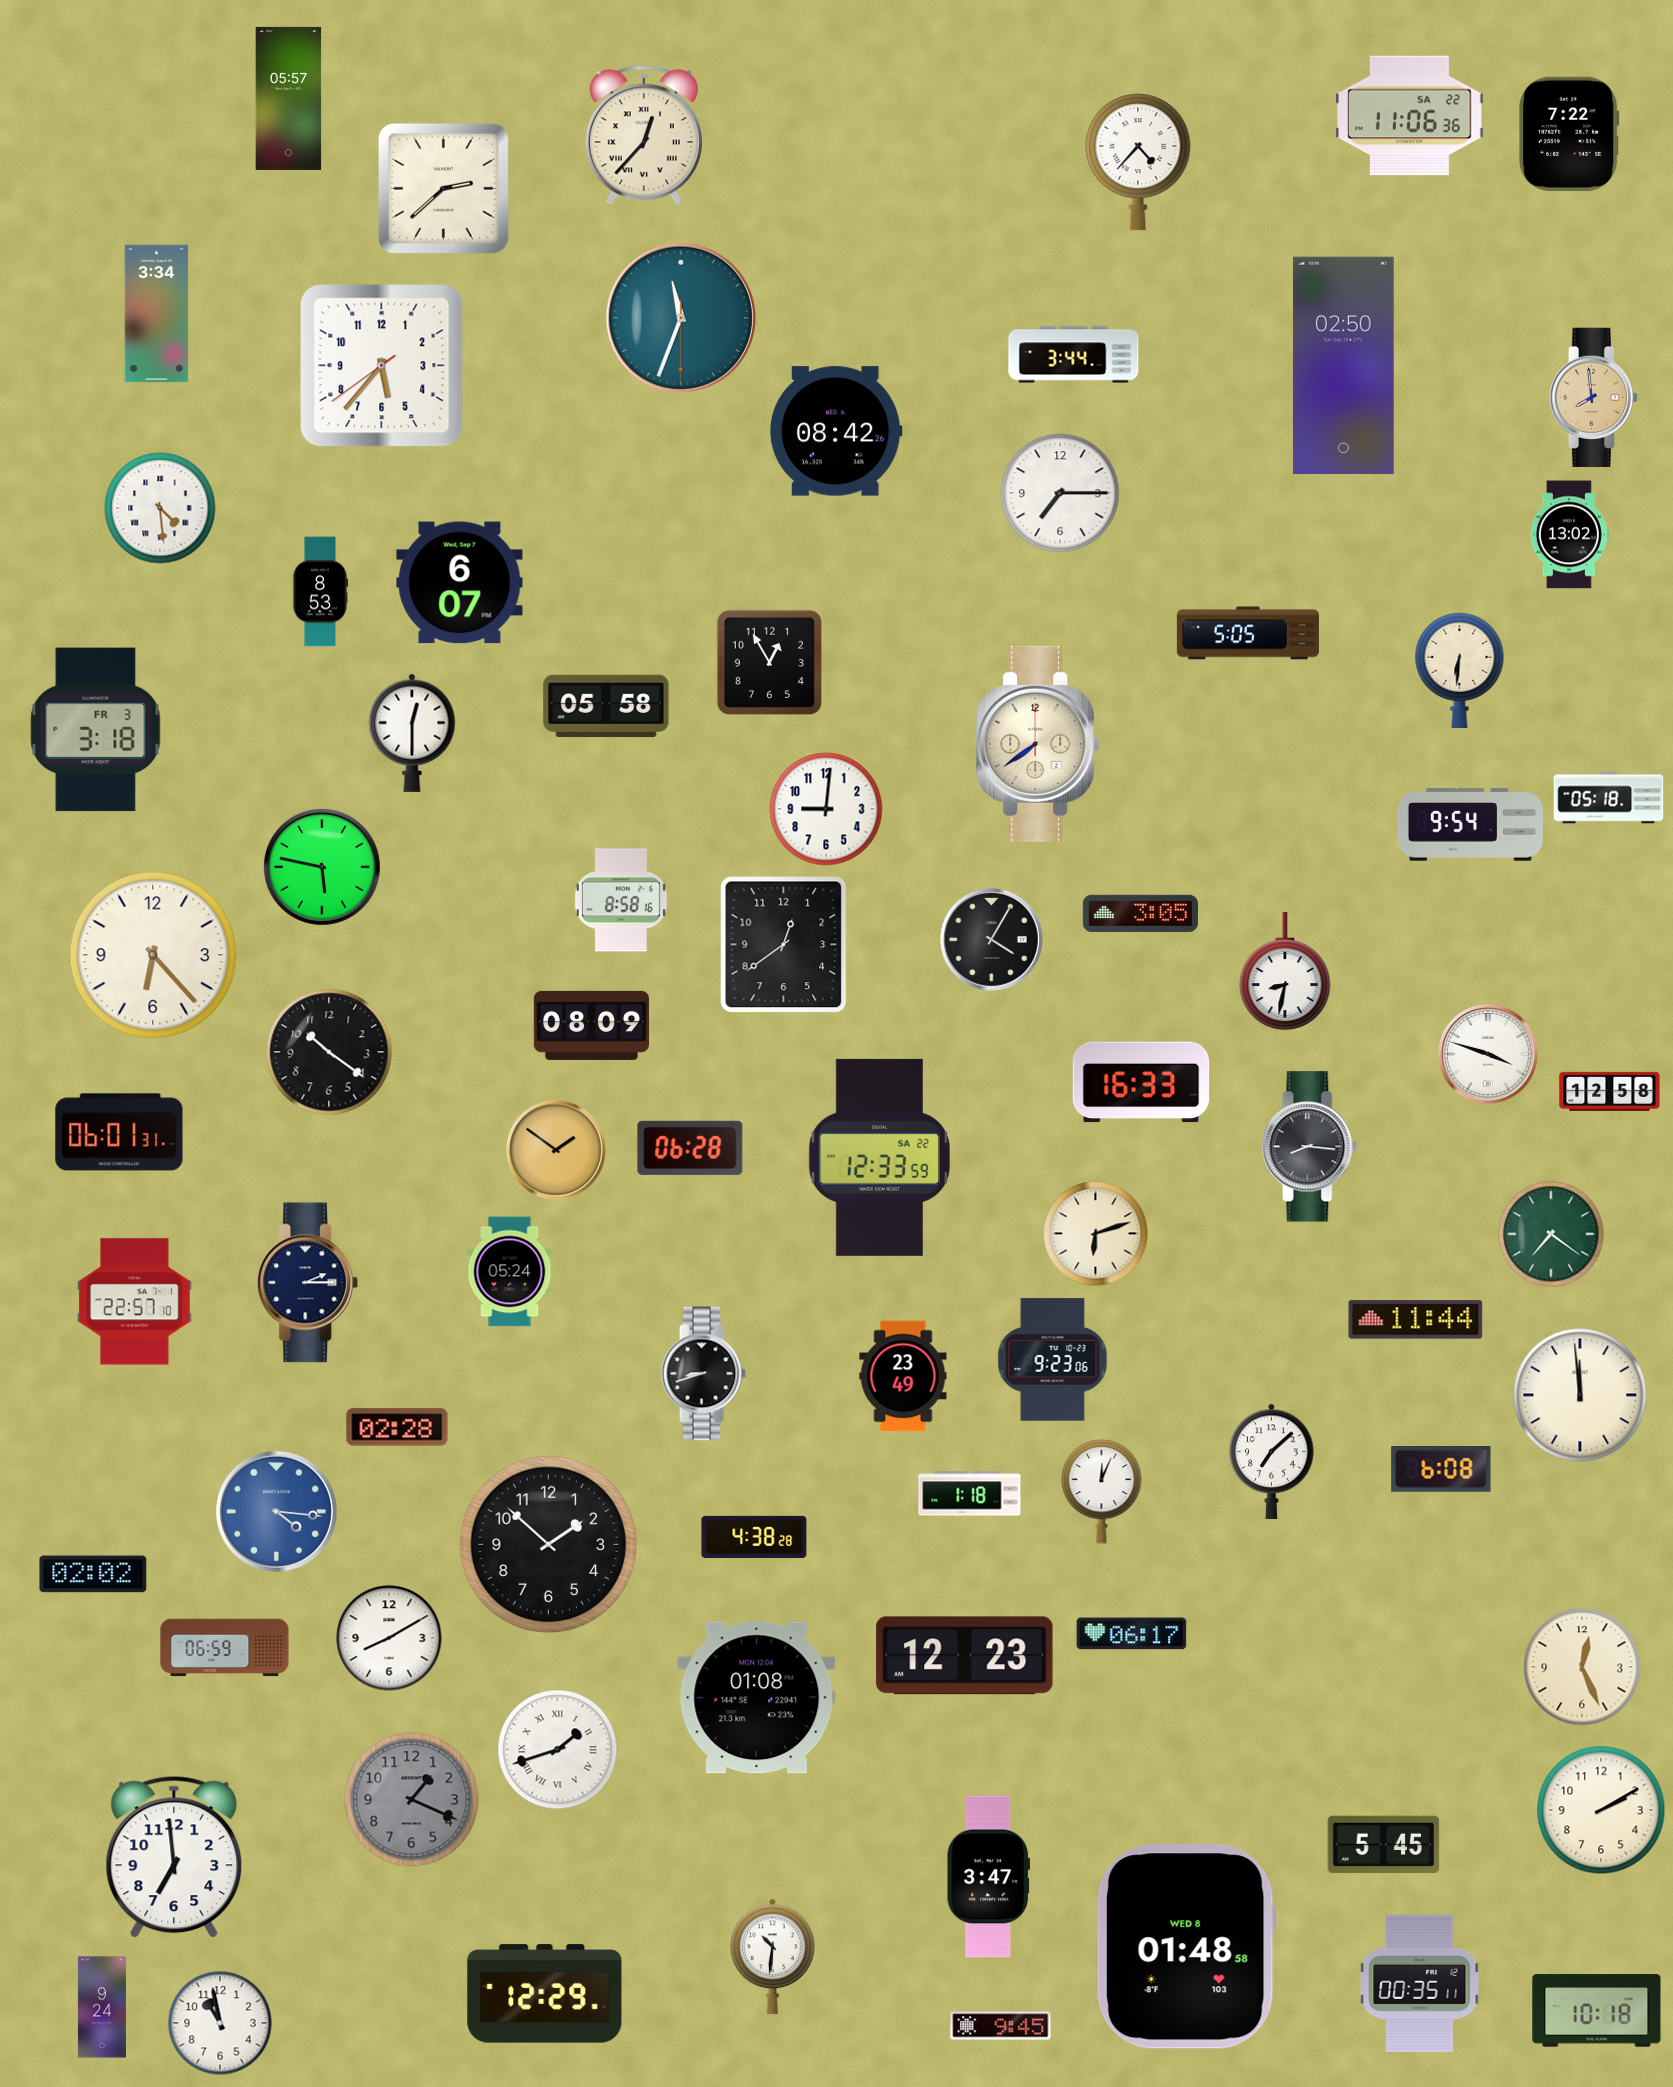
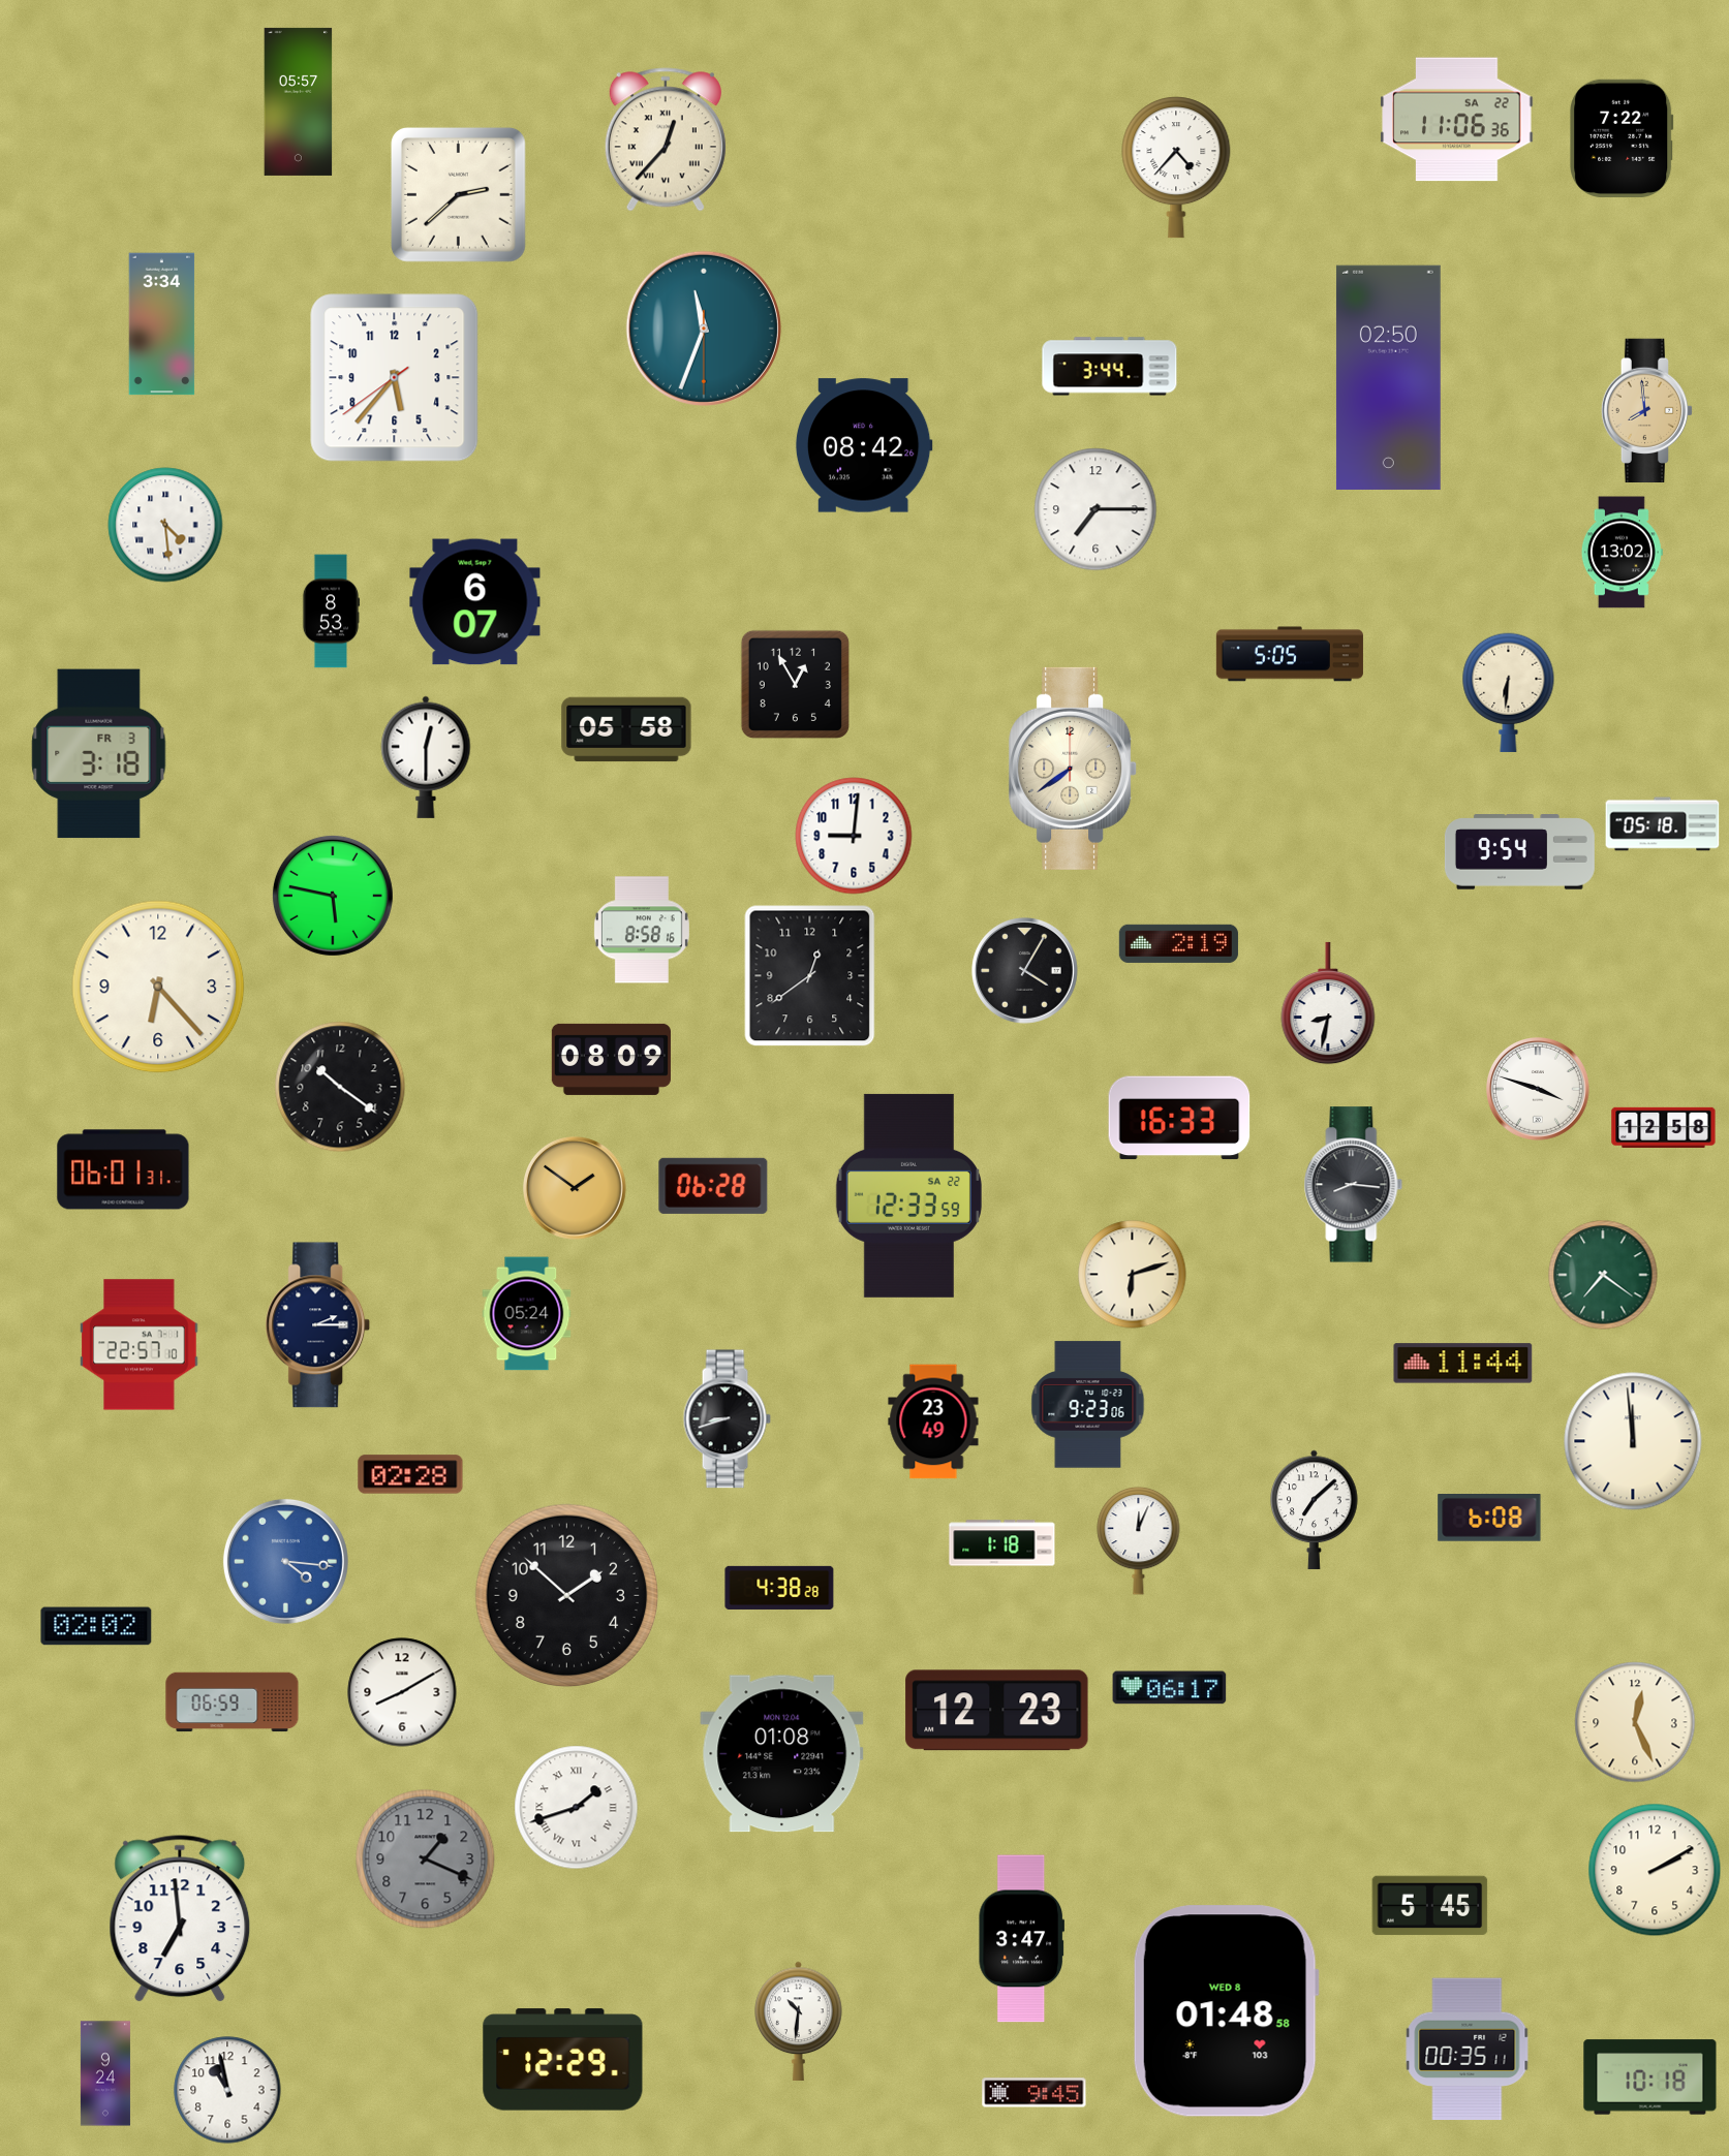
clock at (1140, 913): 3:05 -> 2:19
